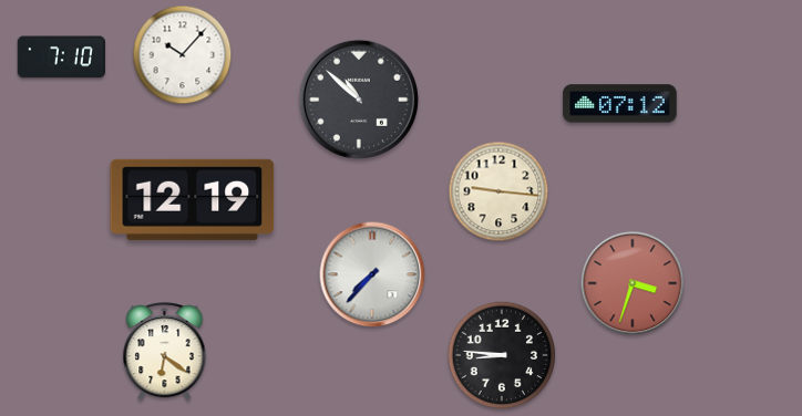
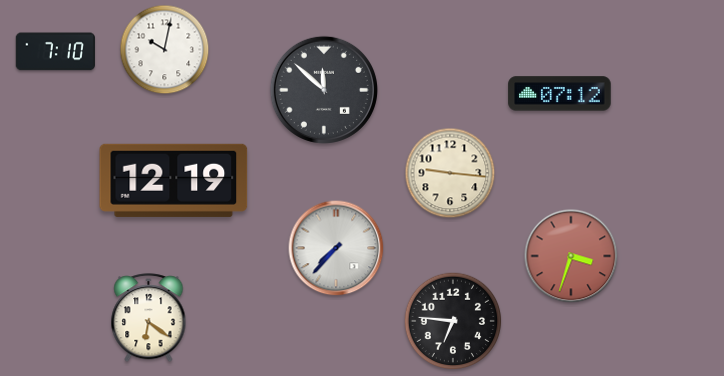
clock at (183, 55): 10:07 -> 10:02
clock at (359, 100): 10:52 -> 11:52
clock at (502, 355): 8:46 -> 6:46
